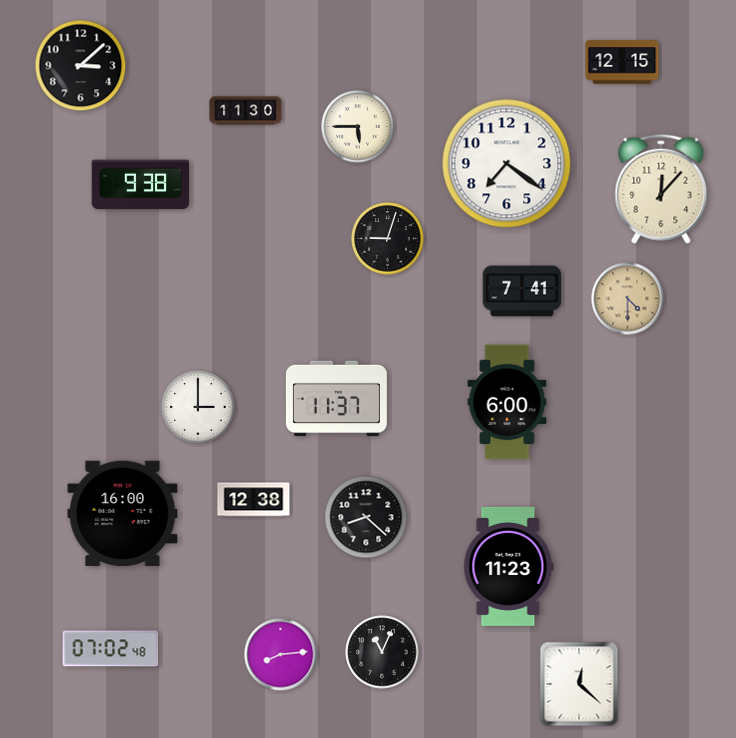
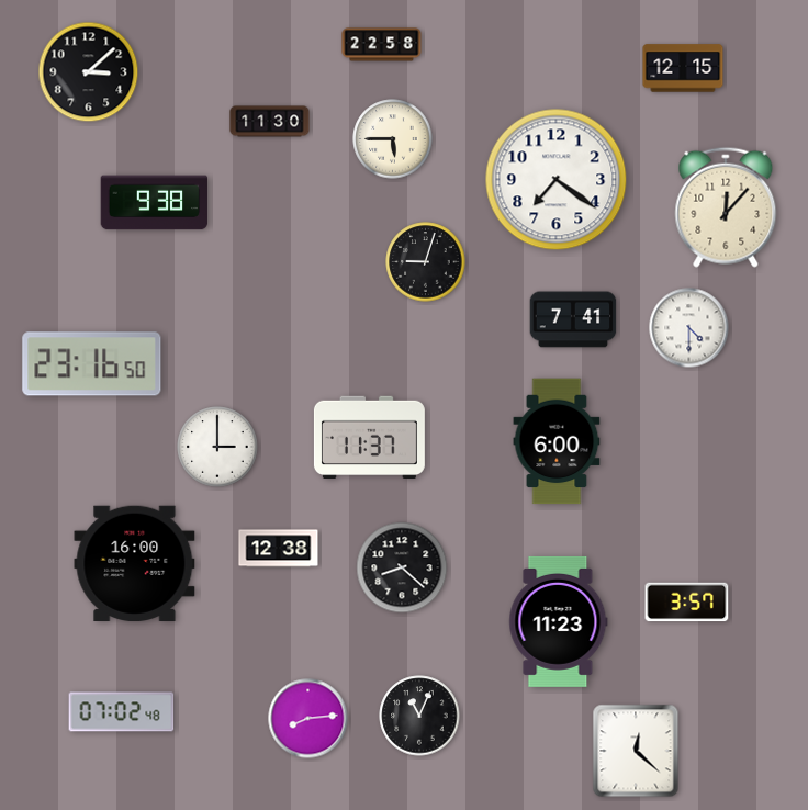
clock at (382, 45): none -> 22:58
clock at (628, 299) dial: champagne -> white
clock at (92, 364): none -> 23:16
clock at (687, 603): none -> 3:57
